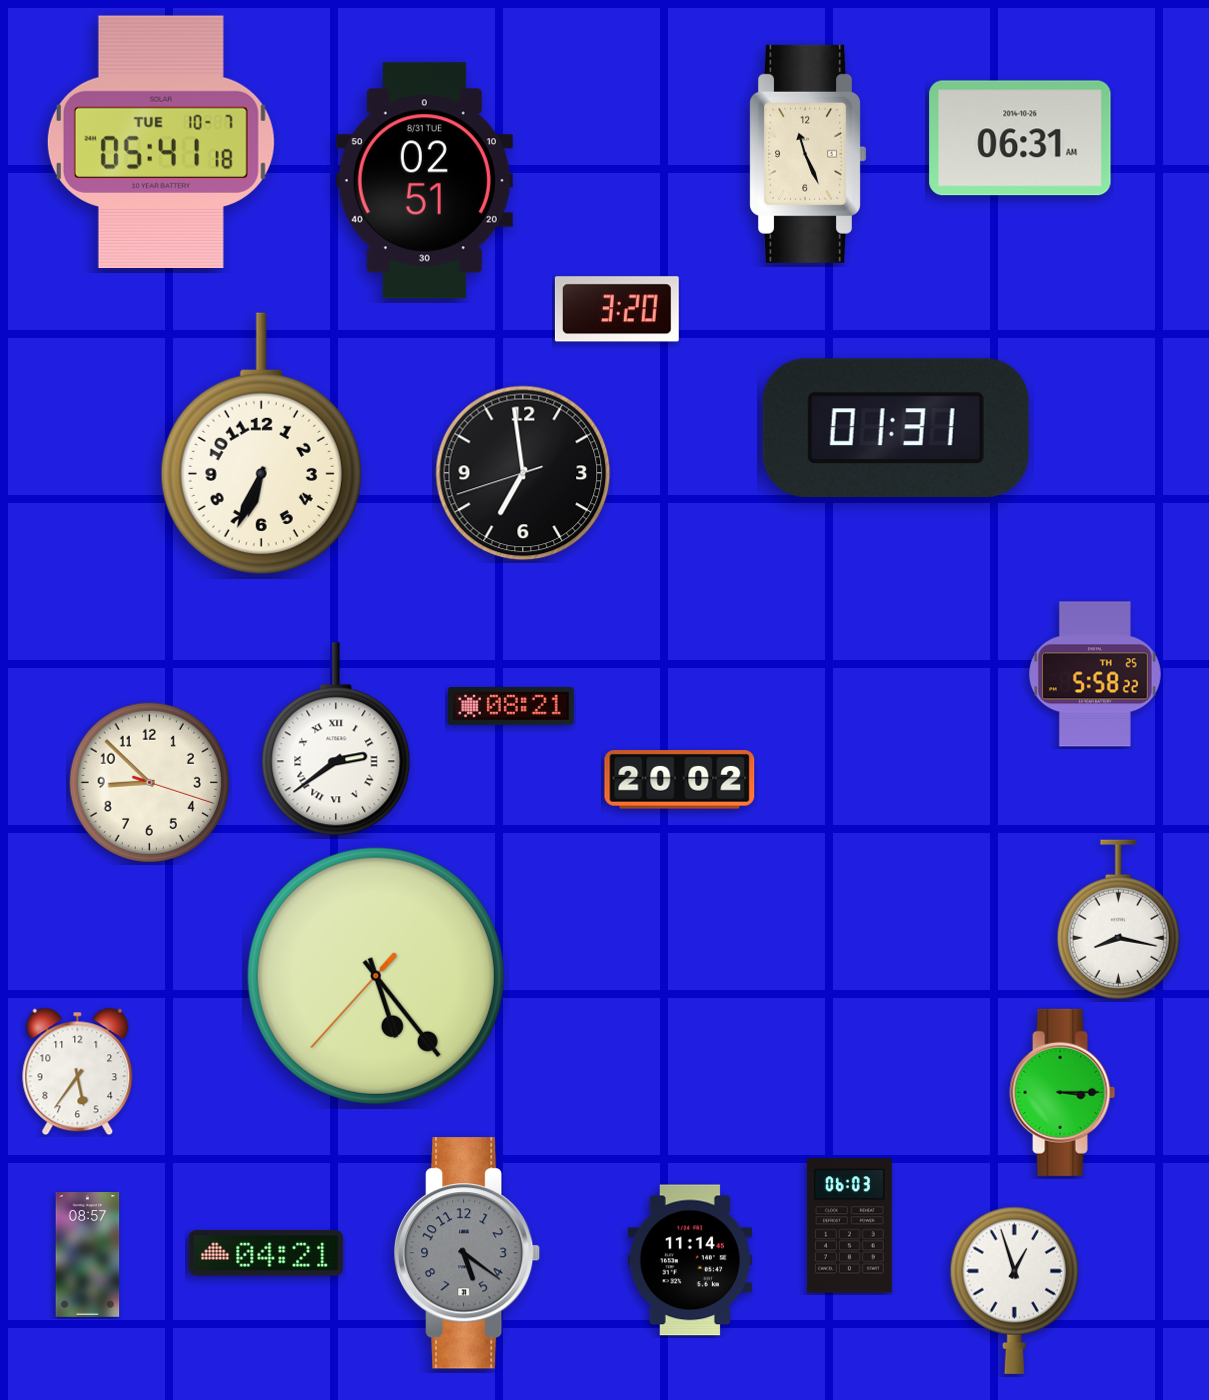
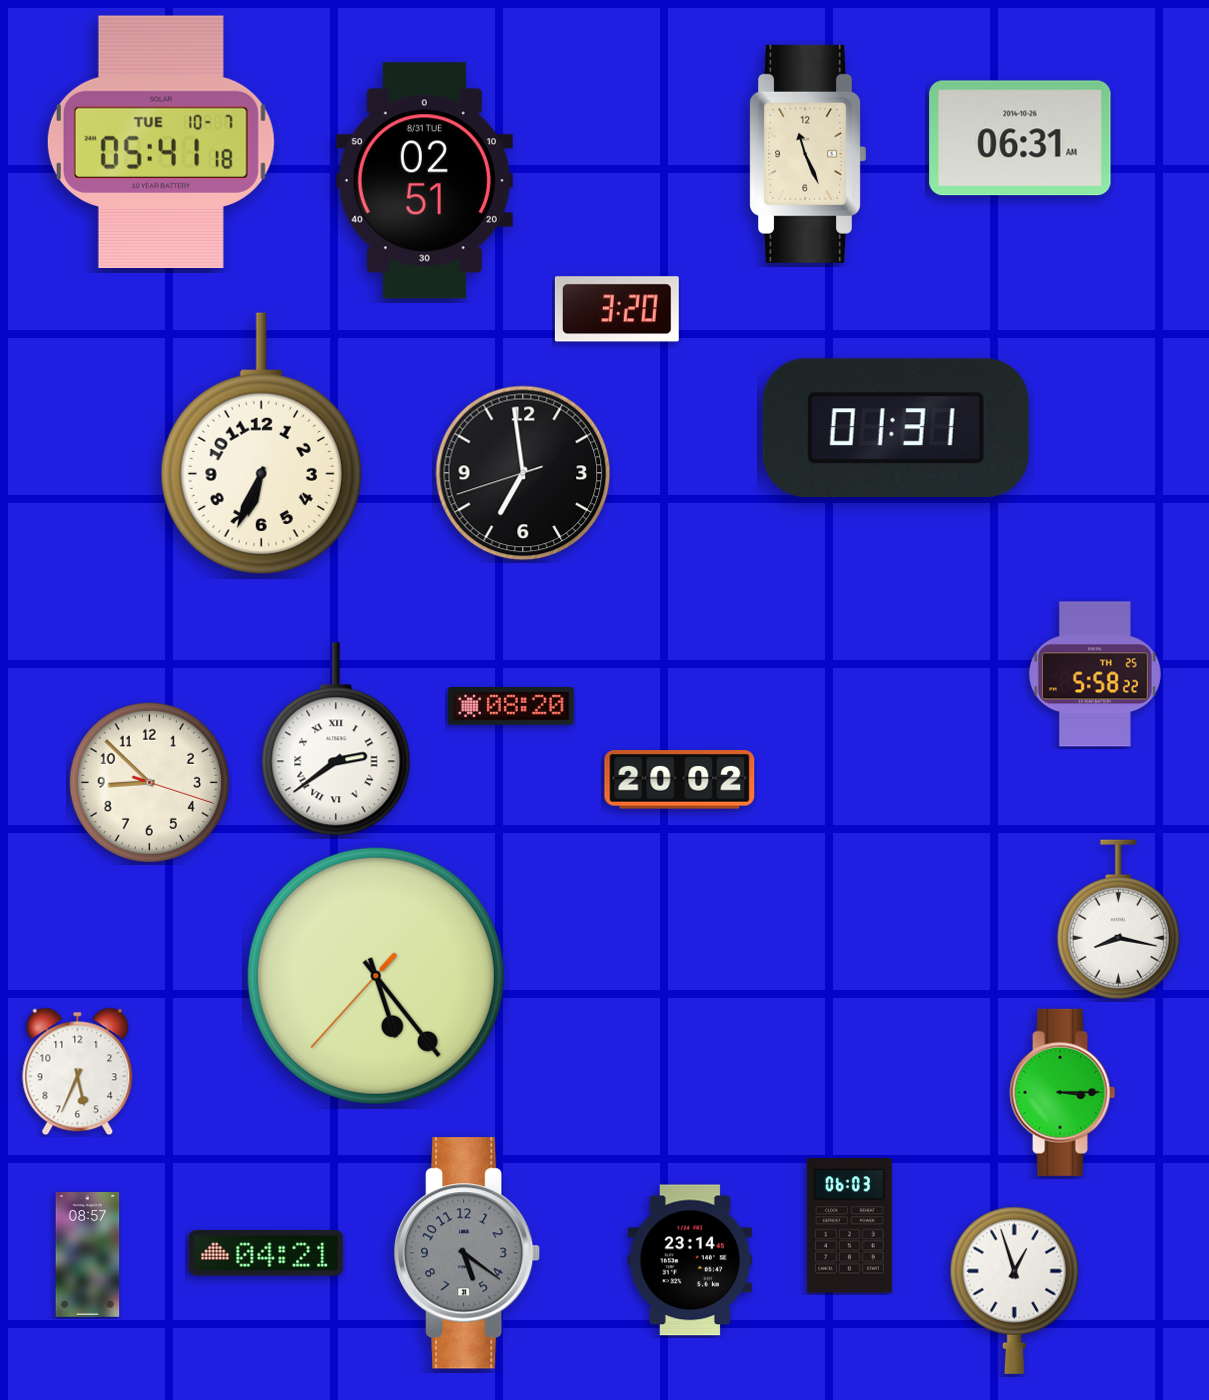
clock at (512, 707): 08:21 -> 08:20
clock at (78, 1072): 5:36 -> 5:34
clock at (689, 1260): 11:14 -> 23:14
